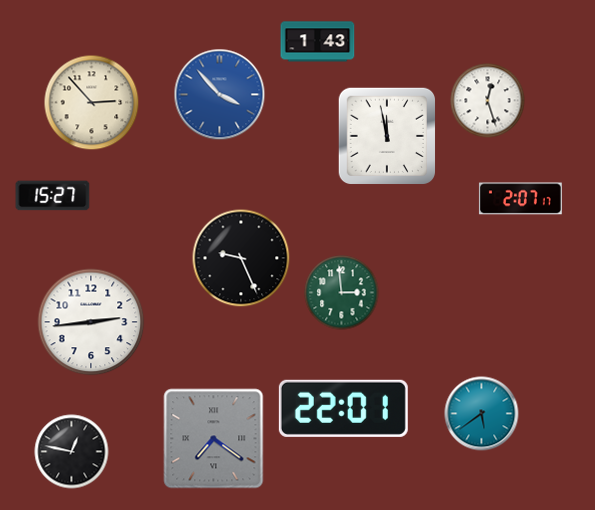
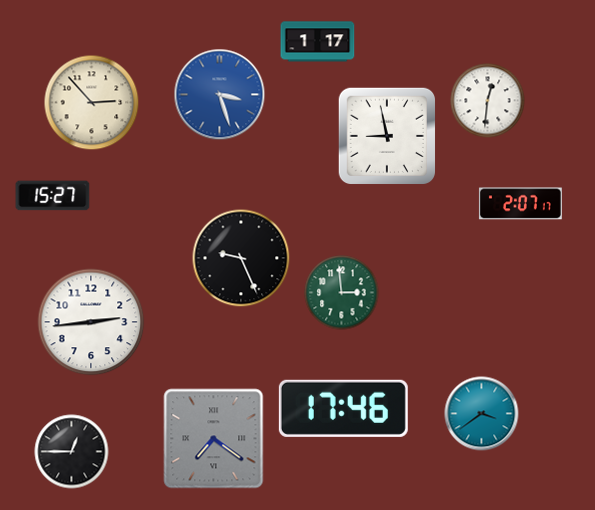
clock at (318, 42): 1:43 -> 1:17
clock at (220, 95): 3:53 -> 3:27
clock at (488, 101): 12:27 -> 12:31
clock at (386, 135): 11:58 -> 8:58
clock at (520, 199) position: (520, 199) -> (520, 204)
clock at (343, 408): 22:01 -> 17:46
clock at (482, 414): 5:39 -> 3:39
clock at (72, 452): 12:47 -> 12:45
